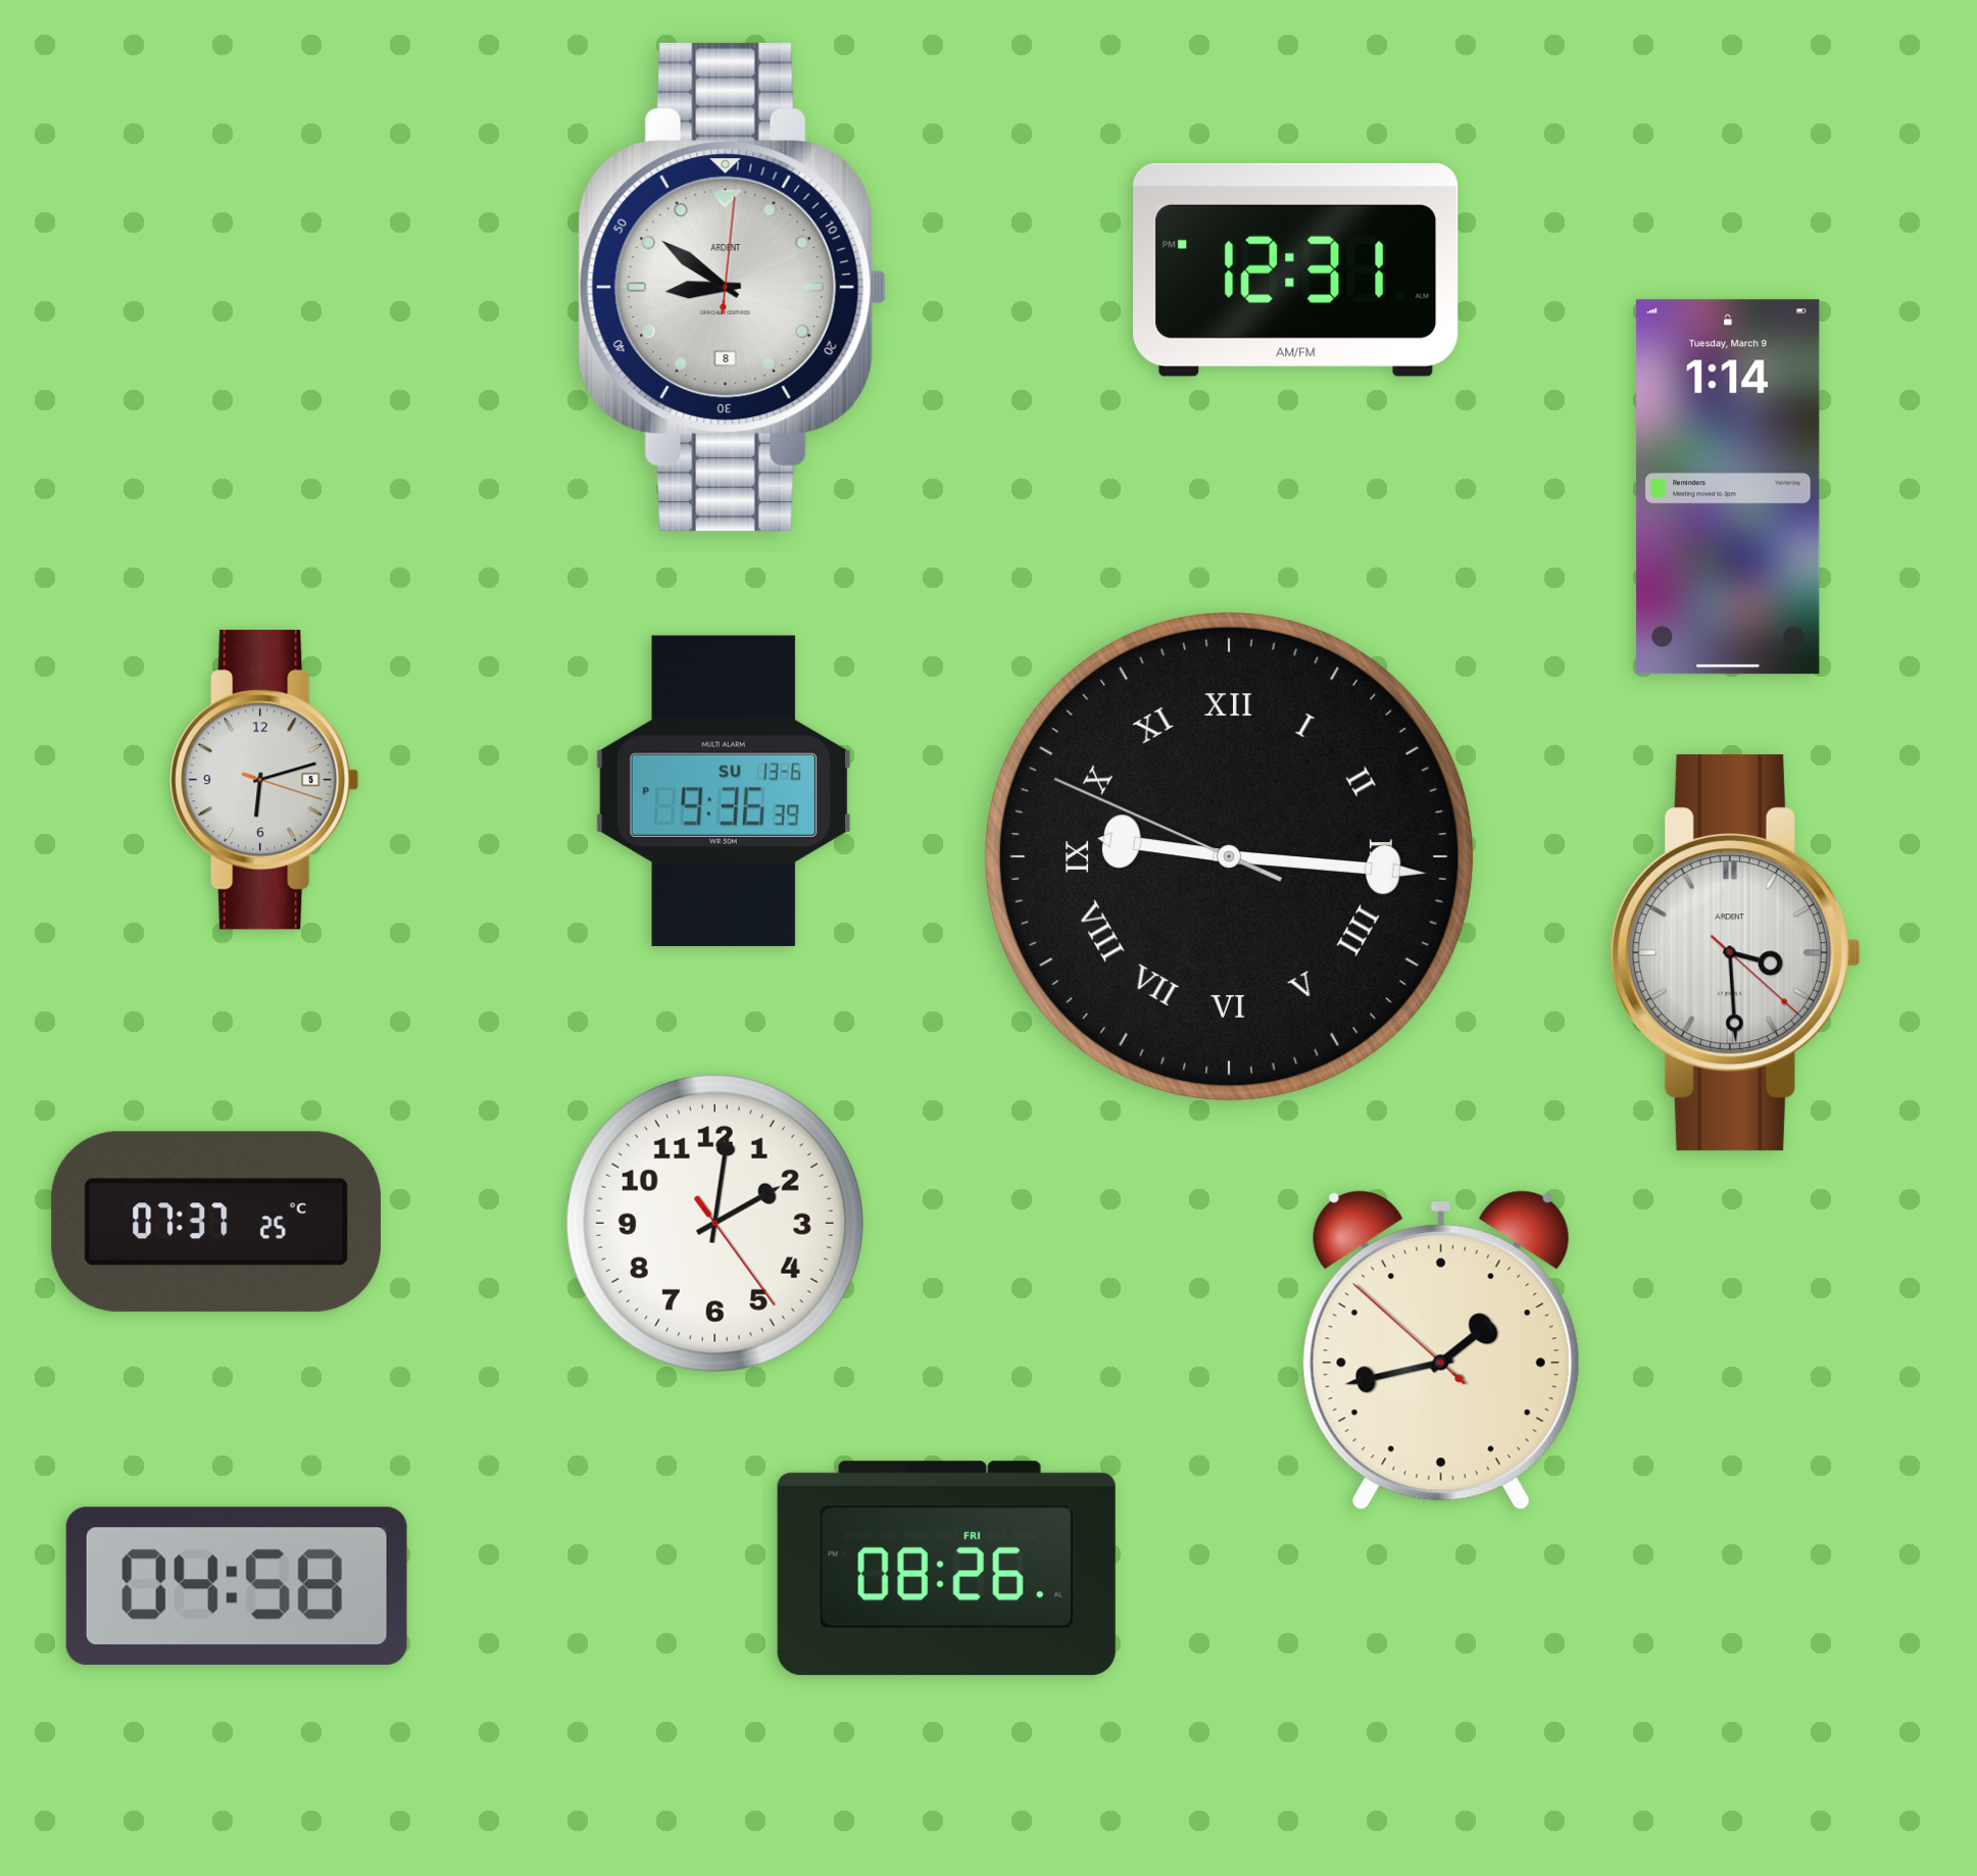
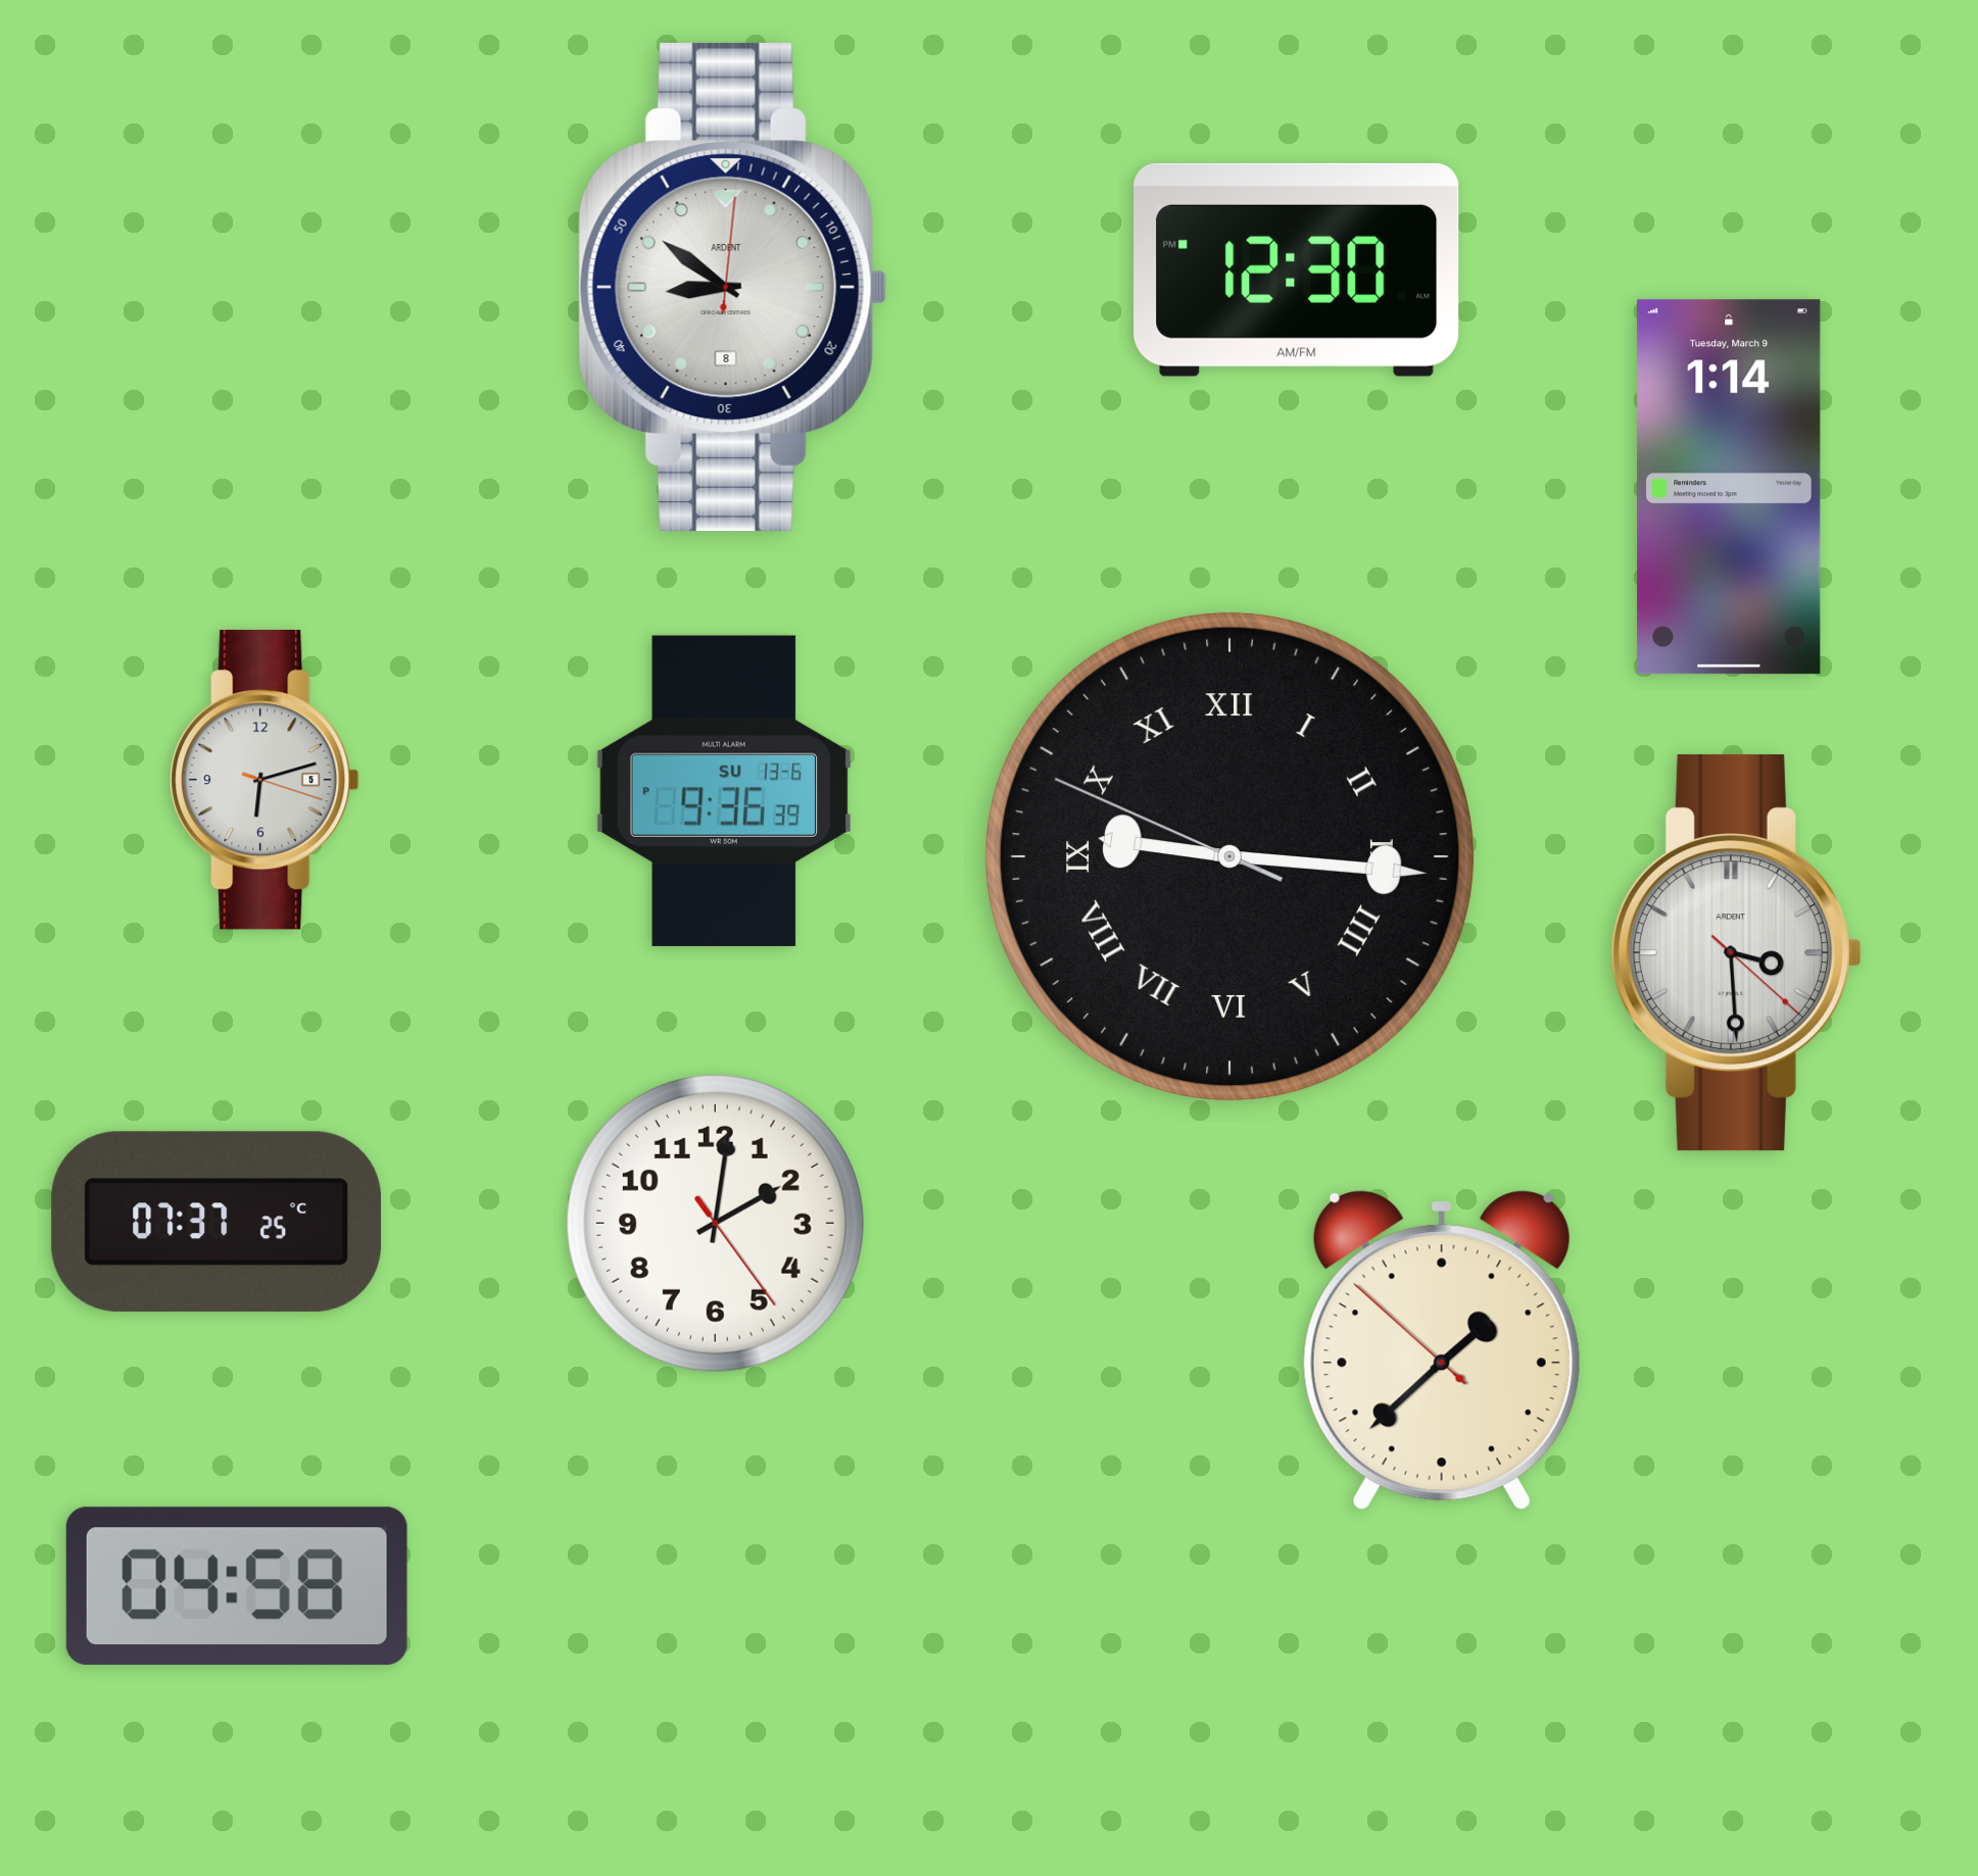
clock at (1296, 269): 12:31 -> 12:30
clock at (1441, 1350): 1:42 -> 1:37
clock at (946, 1569): 08:26 -> none
